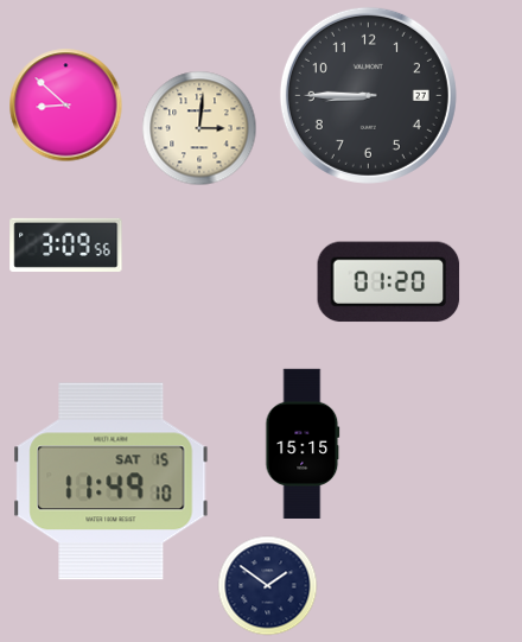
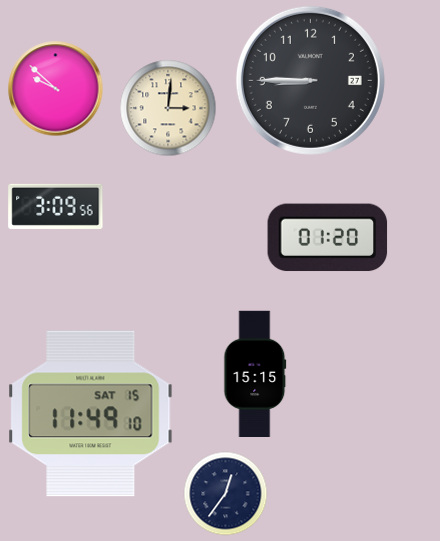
clock at (65, 104): 8:52 -> 9:52
clock at (112, 482) position: (112, 482) -> (91, 414)
clock at (267, 585): 1:51 -> 12:36
